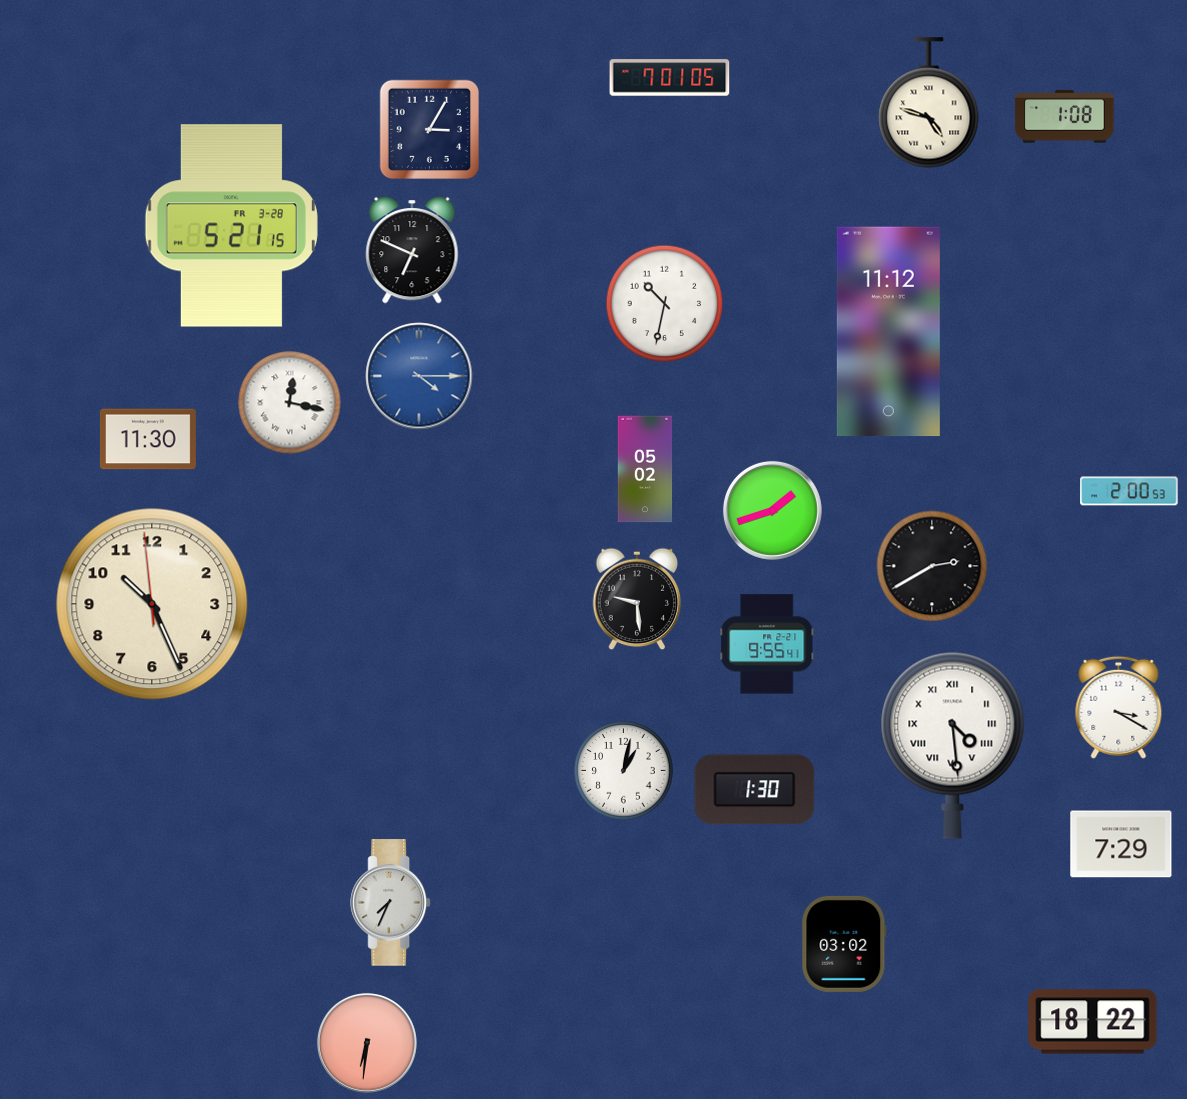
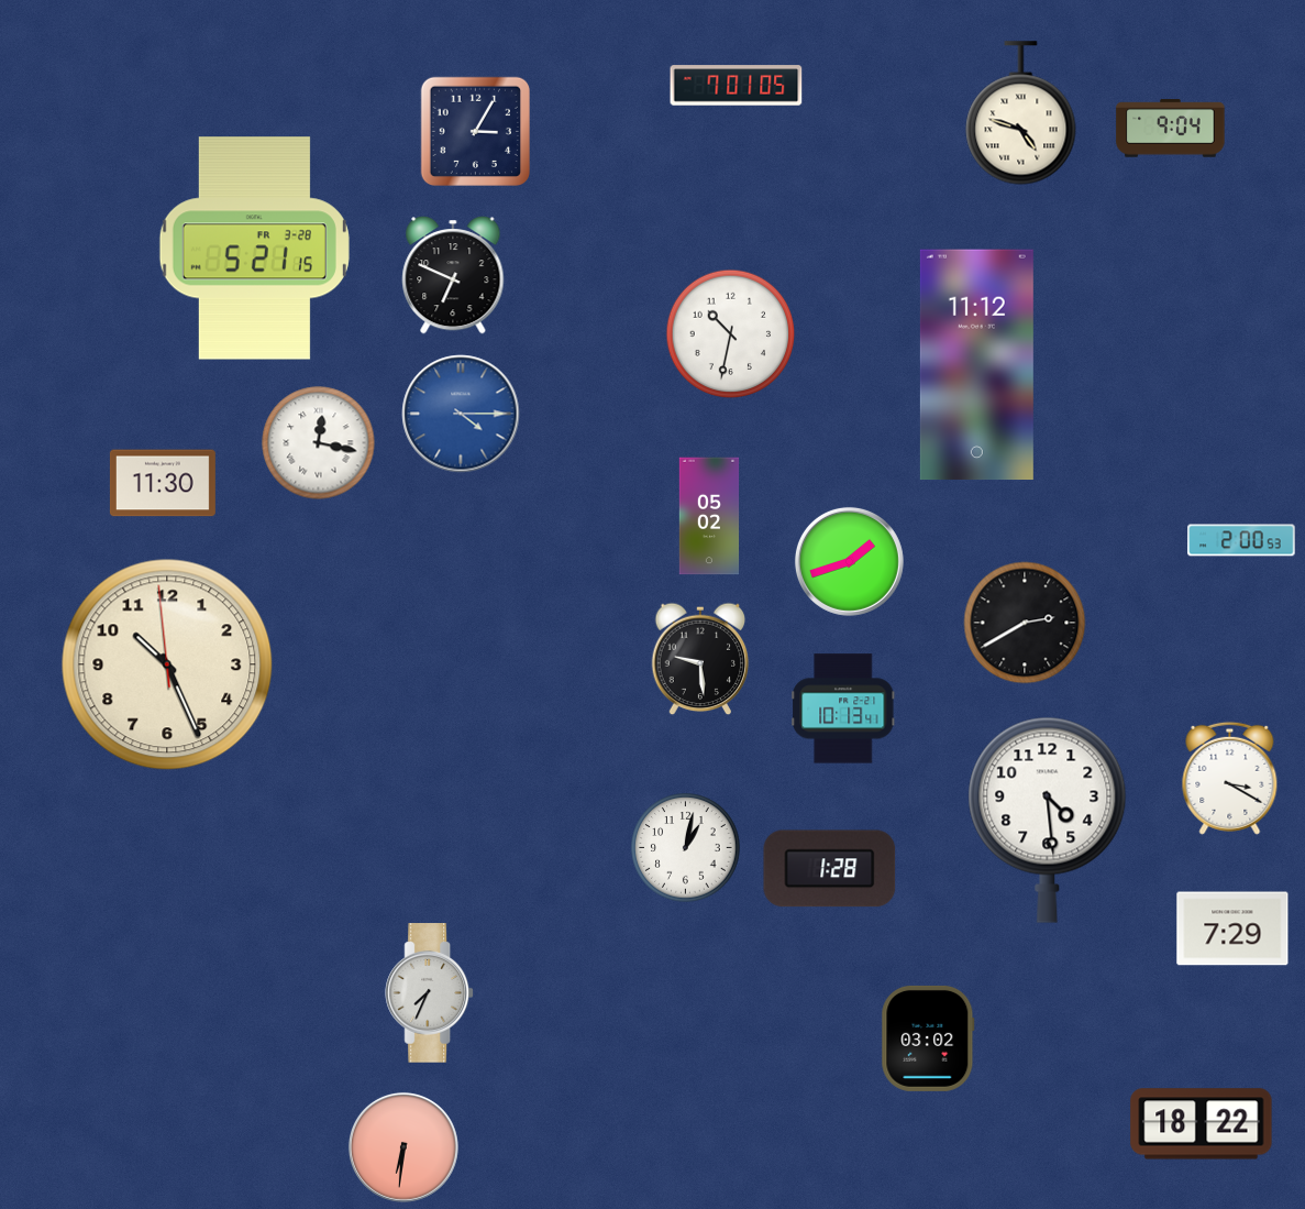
clock at (1065, 117): 1:08 -> 9:04
clock at (429, 129) position: (429, 129) -> (475, 131)
clock at (767, 644): 9:55 -> 10:13
clock at (953, 745) numerals: Roman -> Arabic
clock at (755, 790): 1:30 -> 1:28
